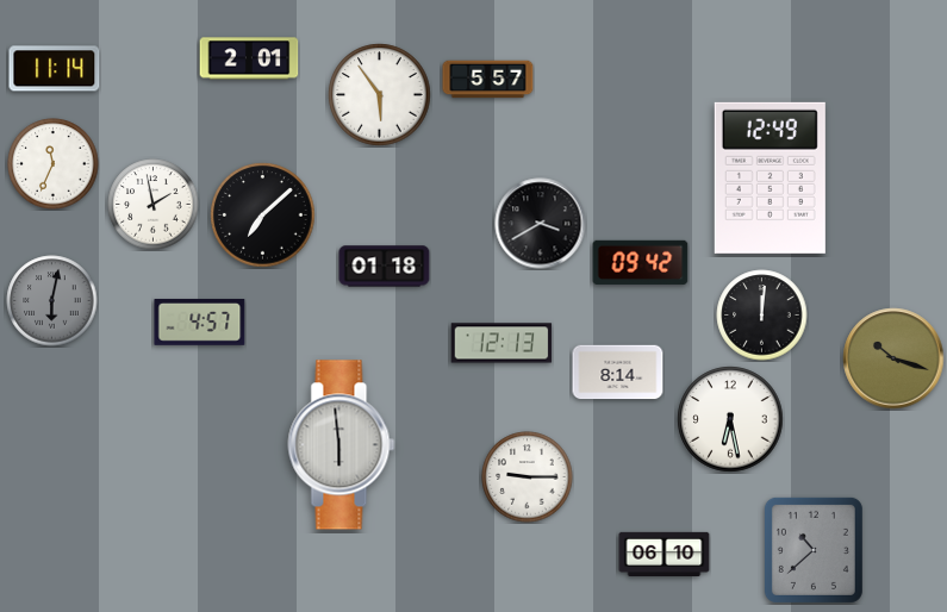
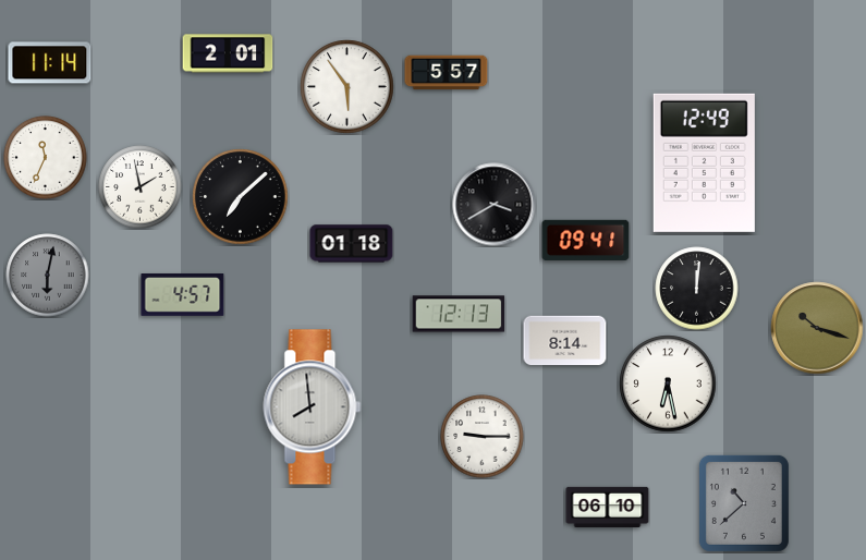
clock at (54, 164) position: (54, 164) -> (46, 158)
clock at (641, 262): 09:42 -> 09:41
clock at (342, 445): 5:59 -> 7:59
